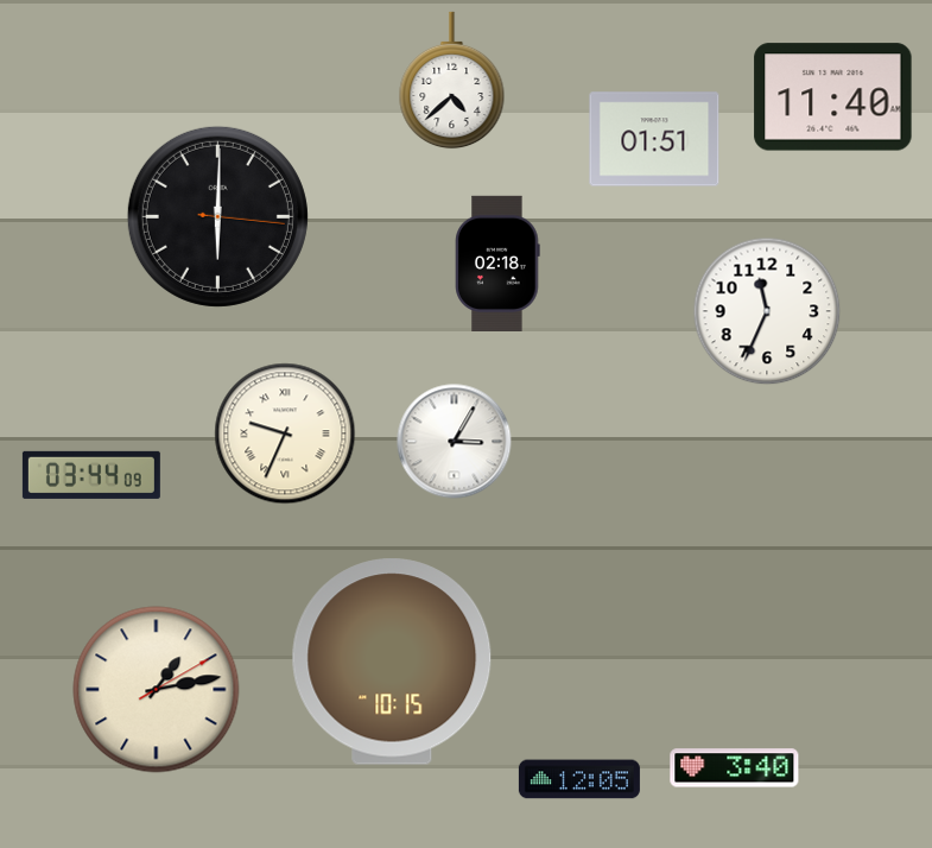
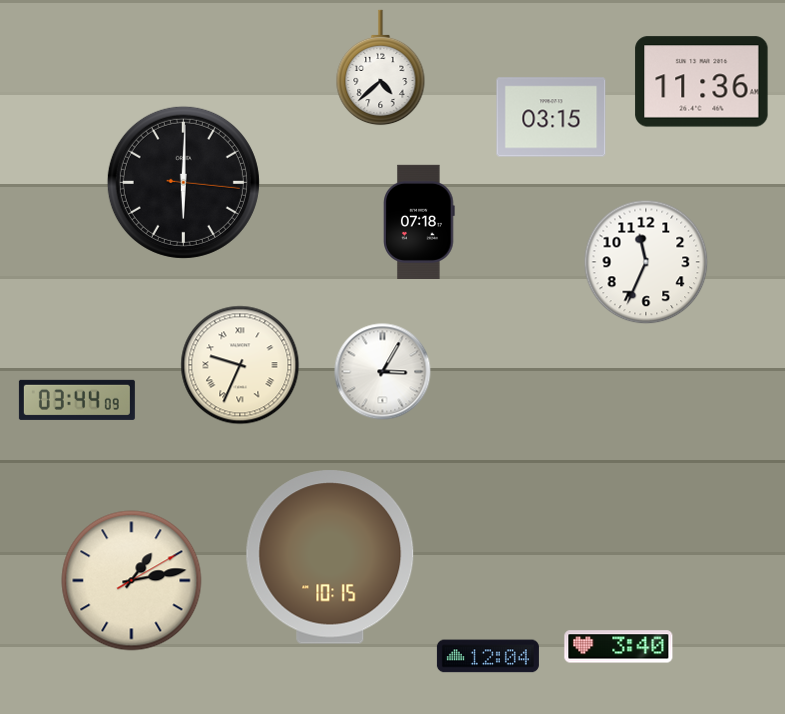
clock at (833, 97): 11:40 -> 11:36
clock at (654, 139): 01:51 -> 03:15
clock at (497, 262): 02:18 -> 07:18
clock at (579, 779): 12:05 -> 12:04
